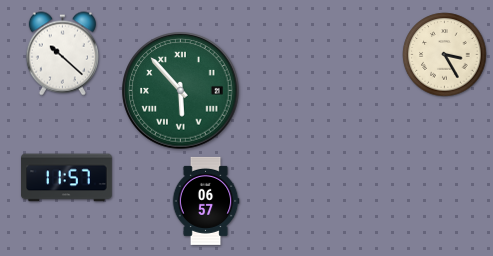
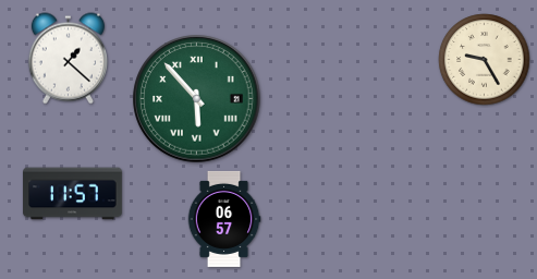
clock at (62, 54): 10:22 -> 1:22
clock at (445, 55): 3:25 -> 9:25
